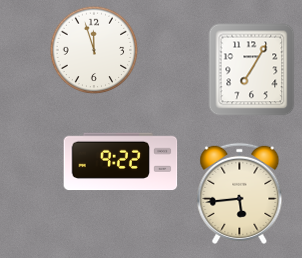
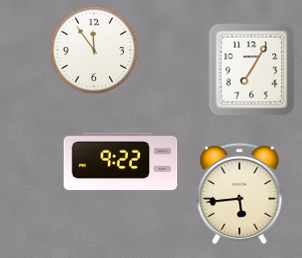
clock at (94, 50): 11:57 -> 11:54
